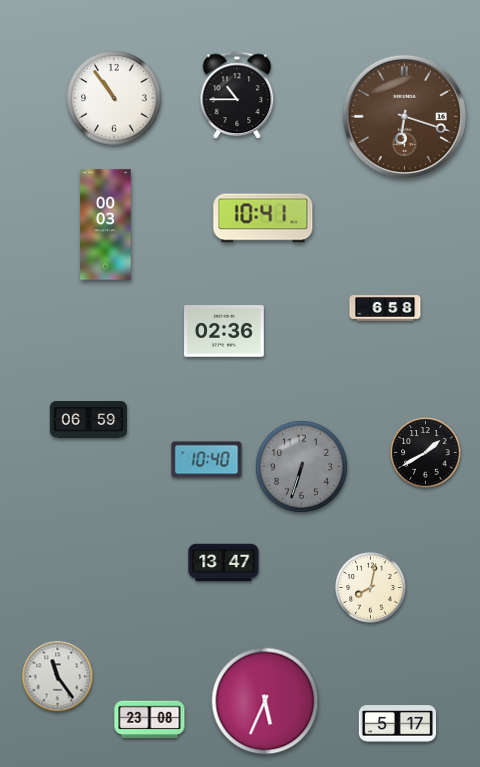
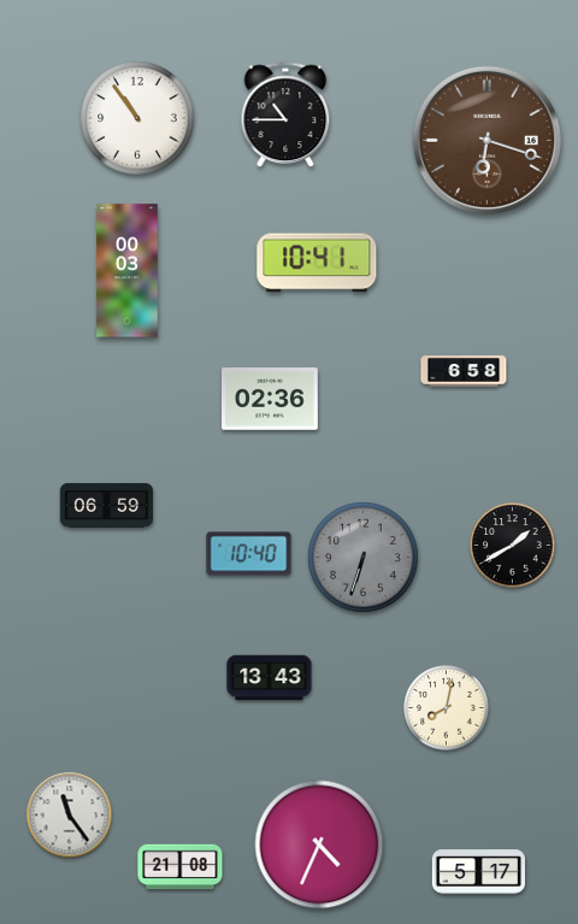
clock at (301, 466) position: (301, 466) -> (362, 557)
clock at (224, 563): 13:47 -> 13:43
clock at (265, 701): 5:34 -> 4:34
clock at (150, 720): 23:08 -> 21:08
